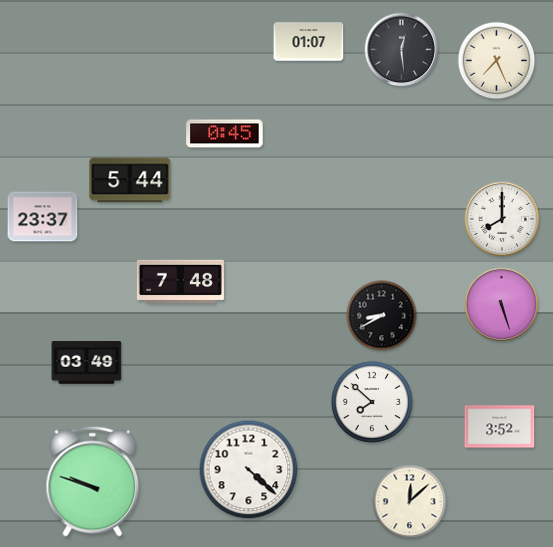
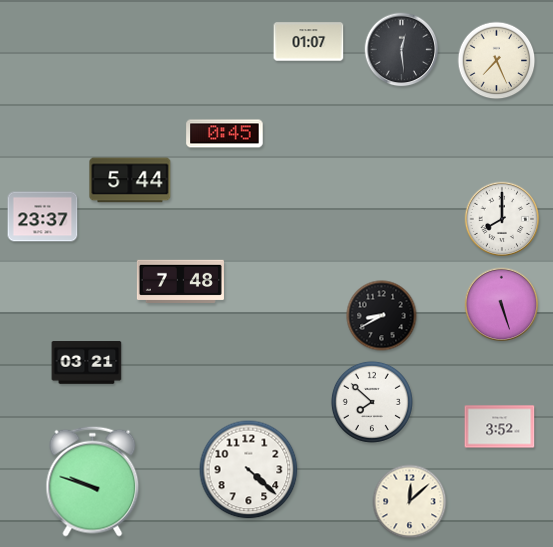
clock at (87, 363): 03:49 -> 03:21
